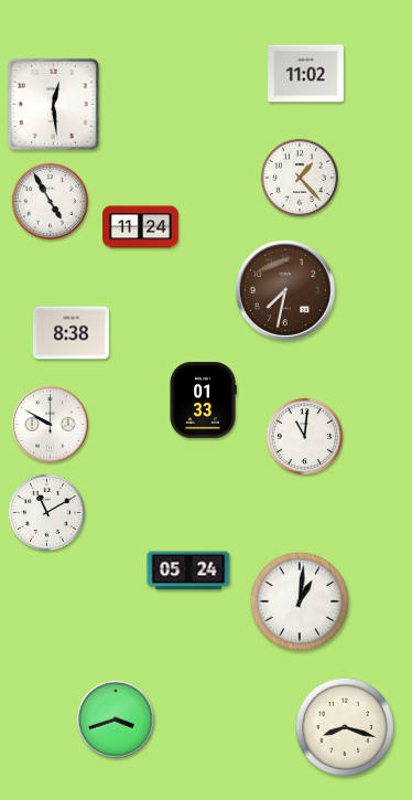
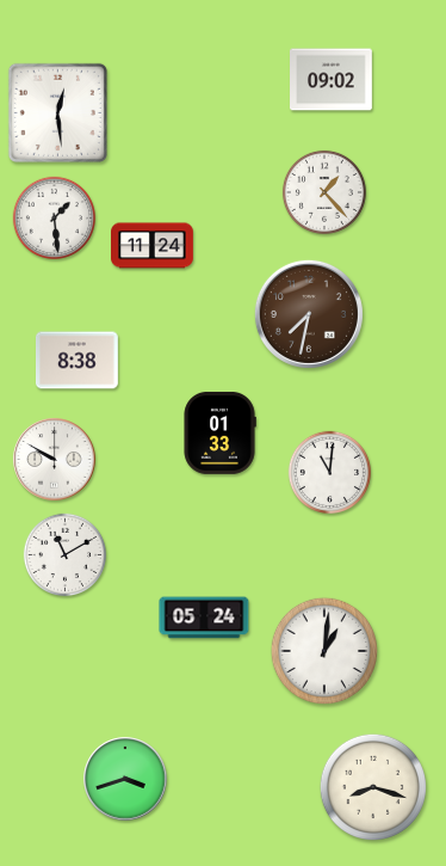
clock at (306, 74): 11:02 -> 09:02
clock at (50, 201): 4:55 -> 1:29
clock at (46, 512) position: (46, 512) -> (64, 554)
